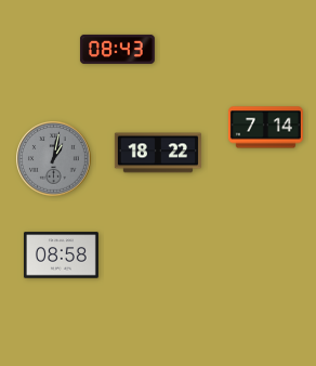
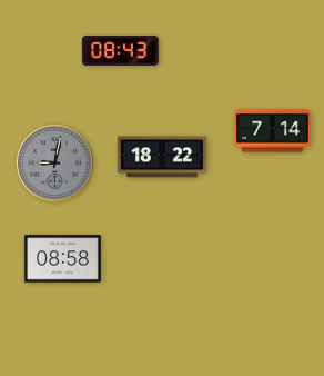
clock at (54, 159): 1:02 -> 9:02
clock at (61, 256) position: (61, 256) -> (62, 259)
